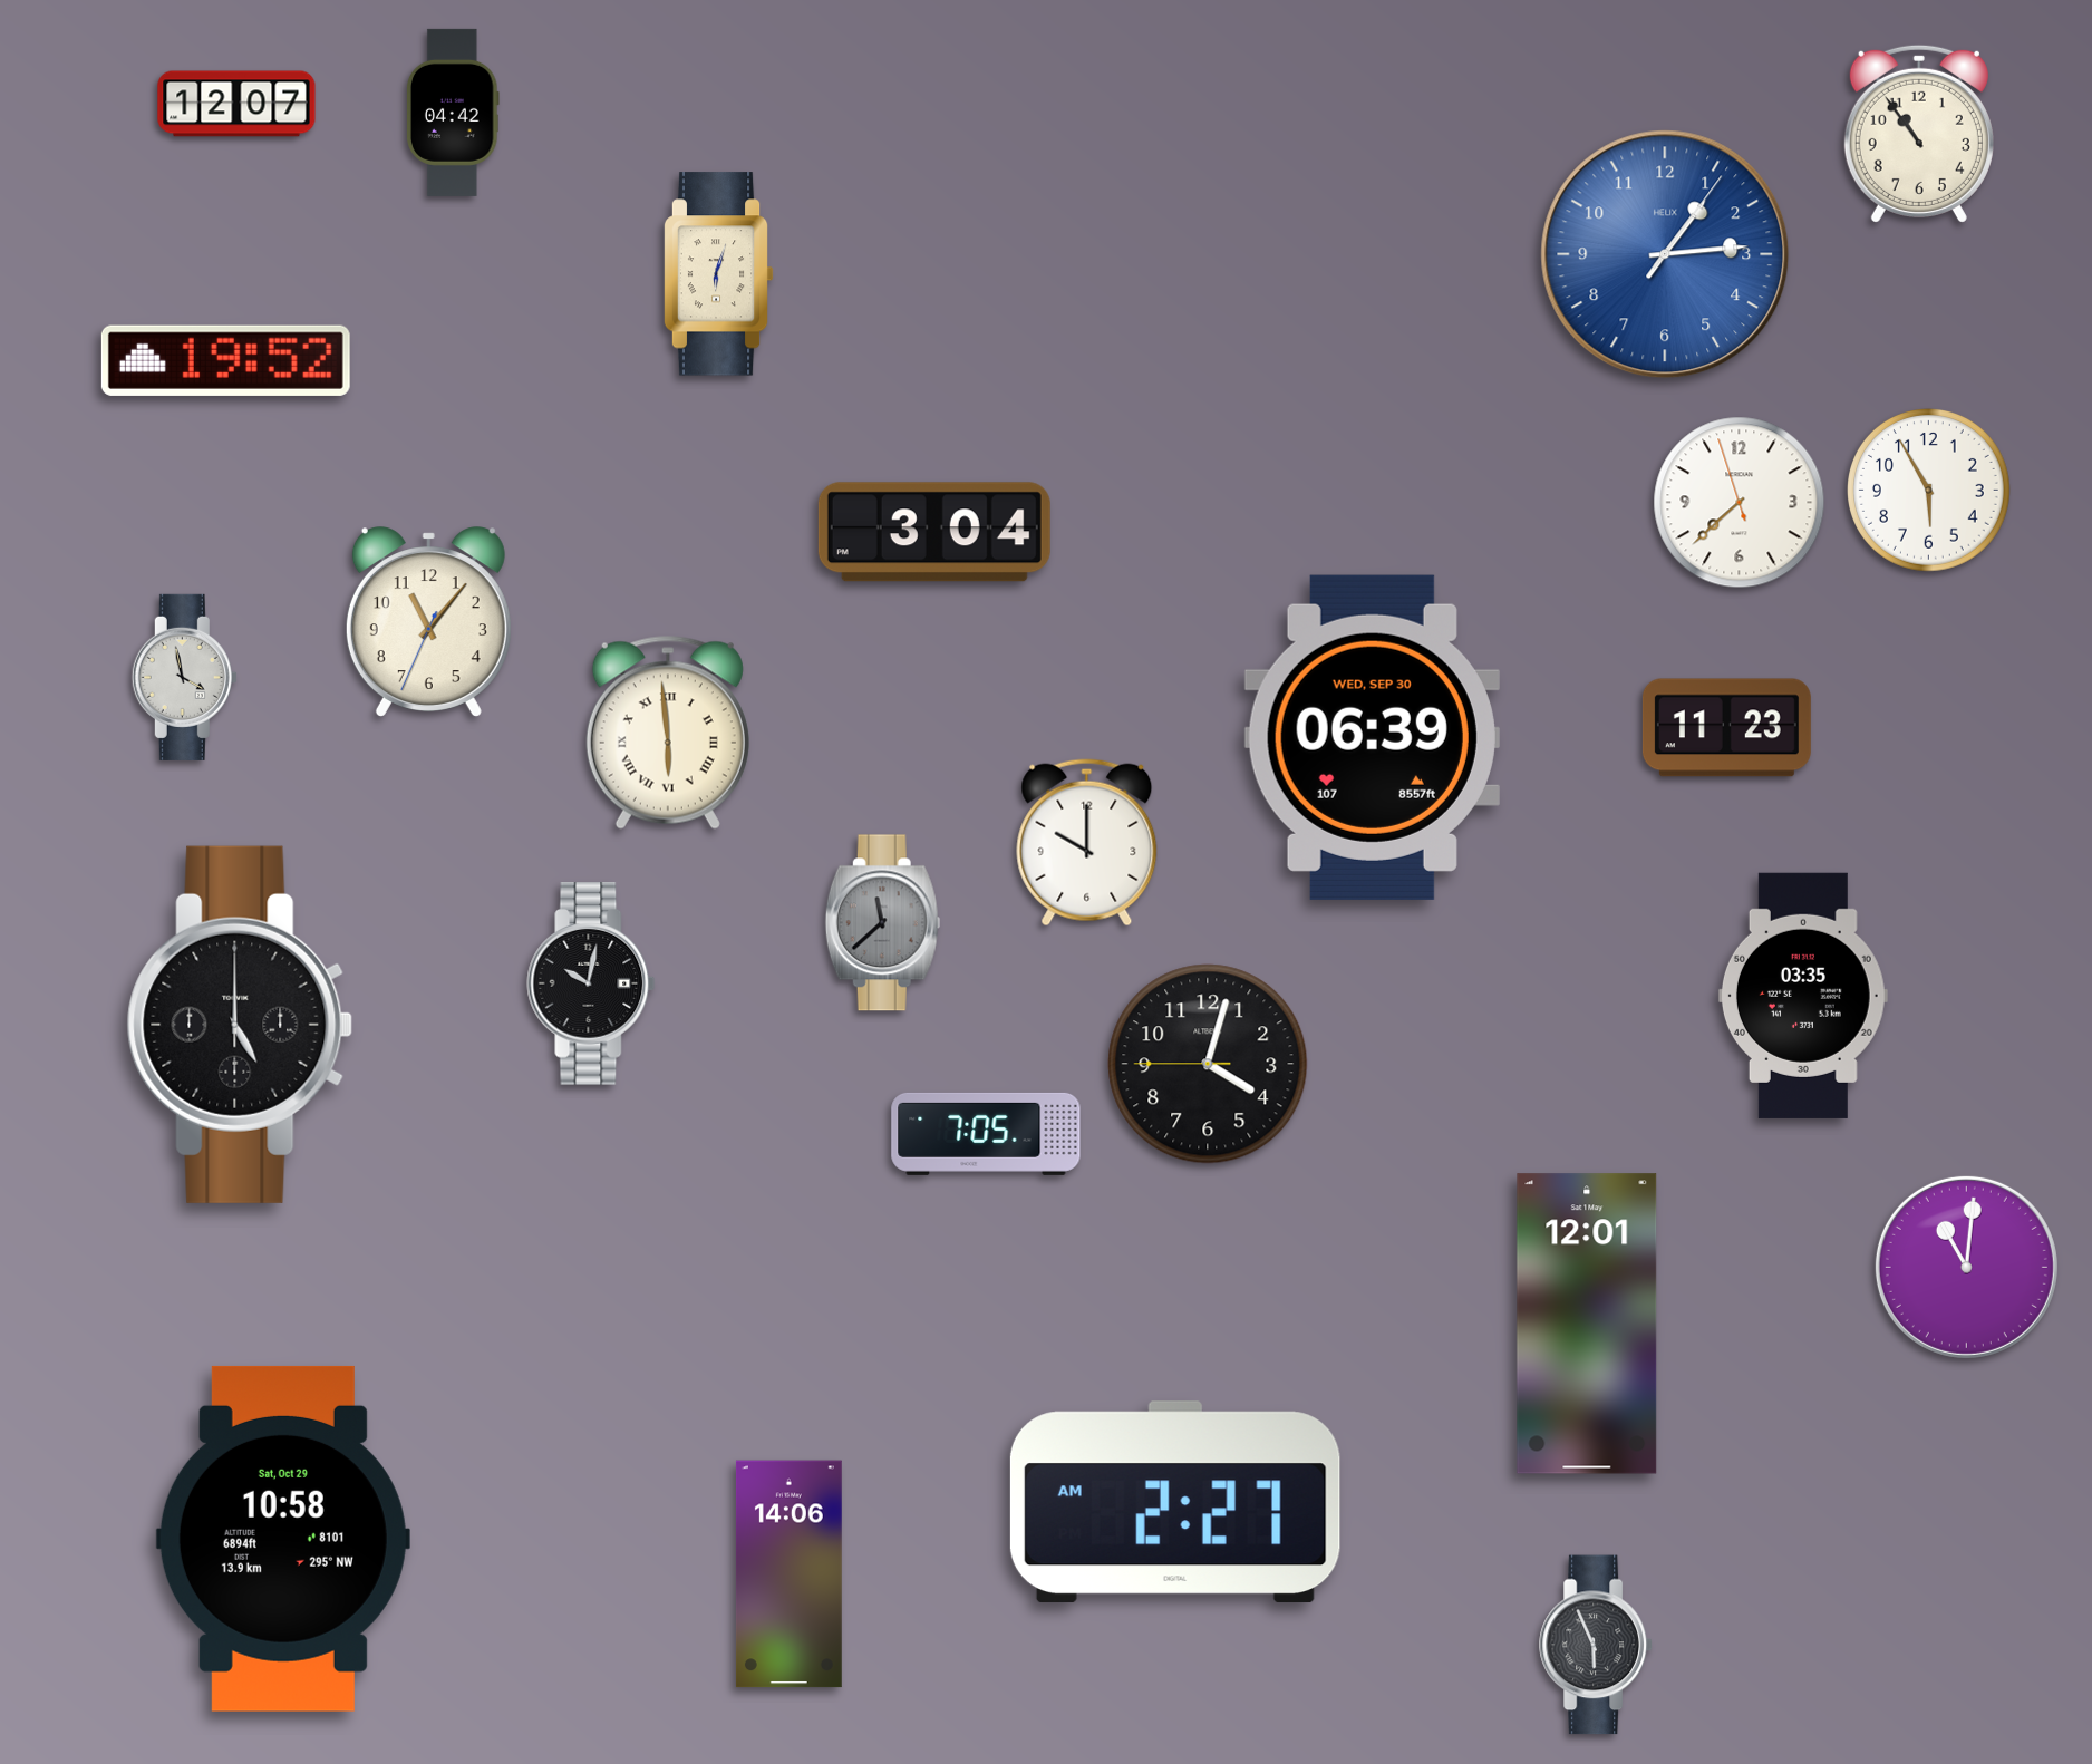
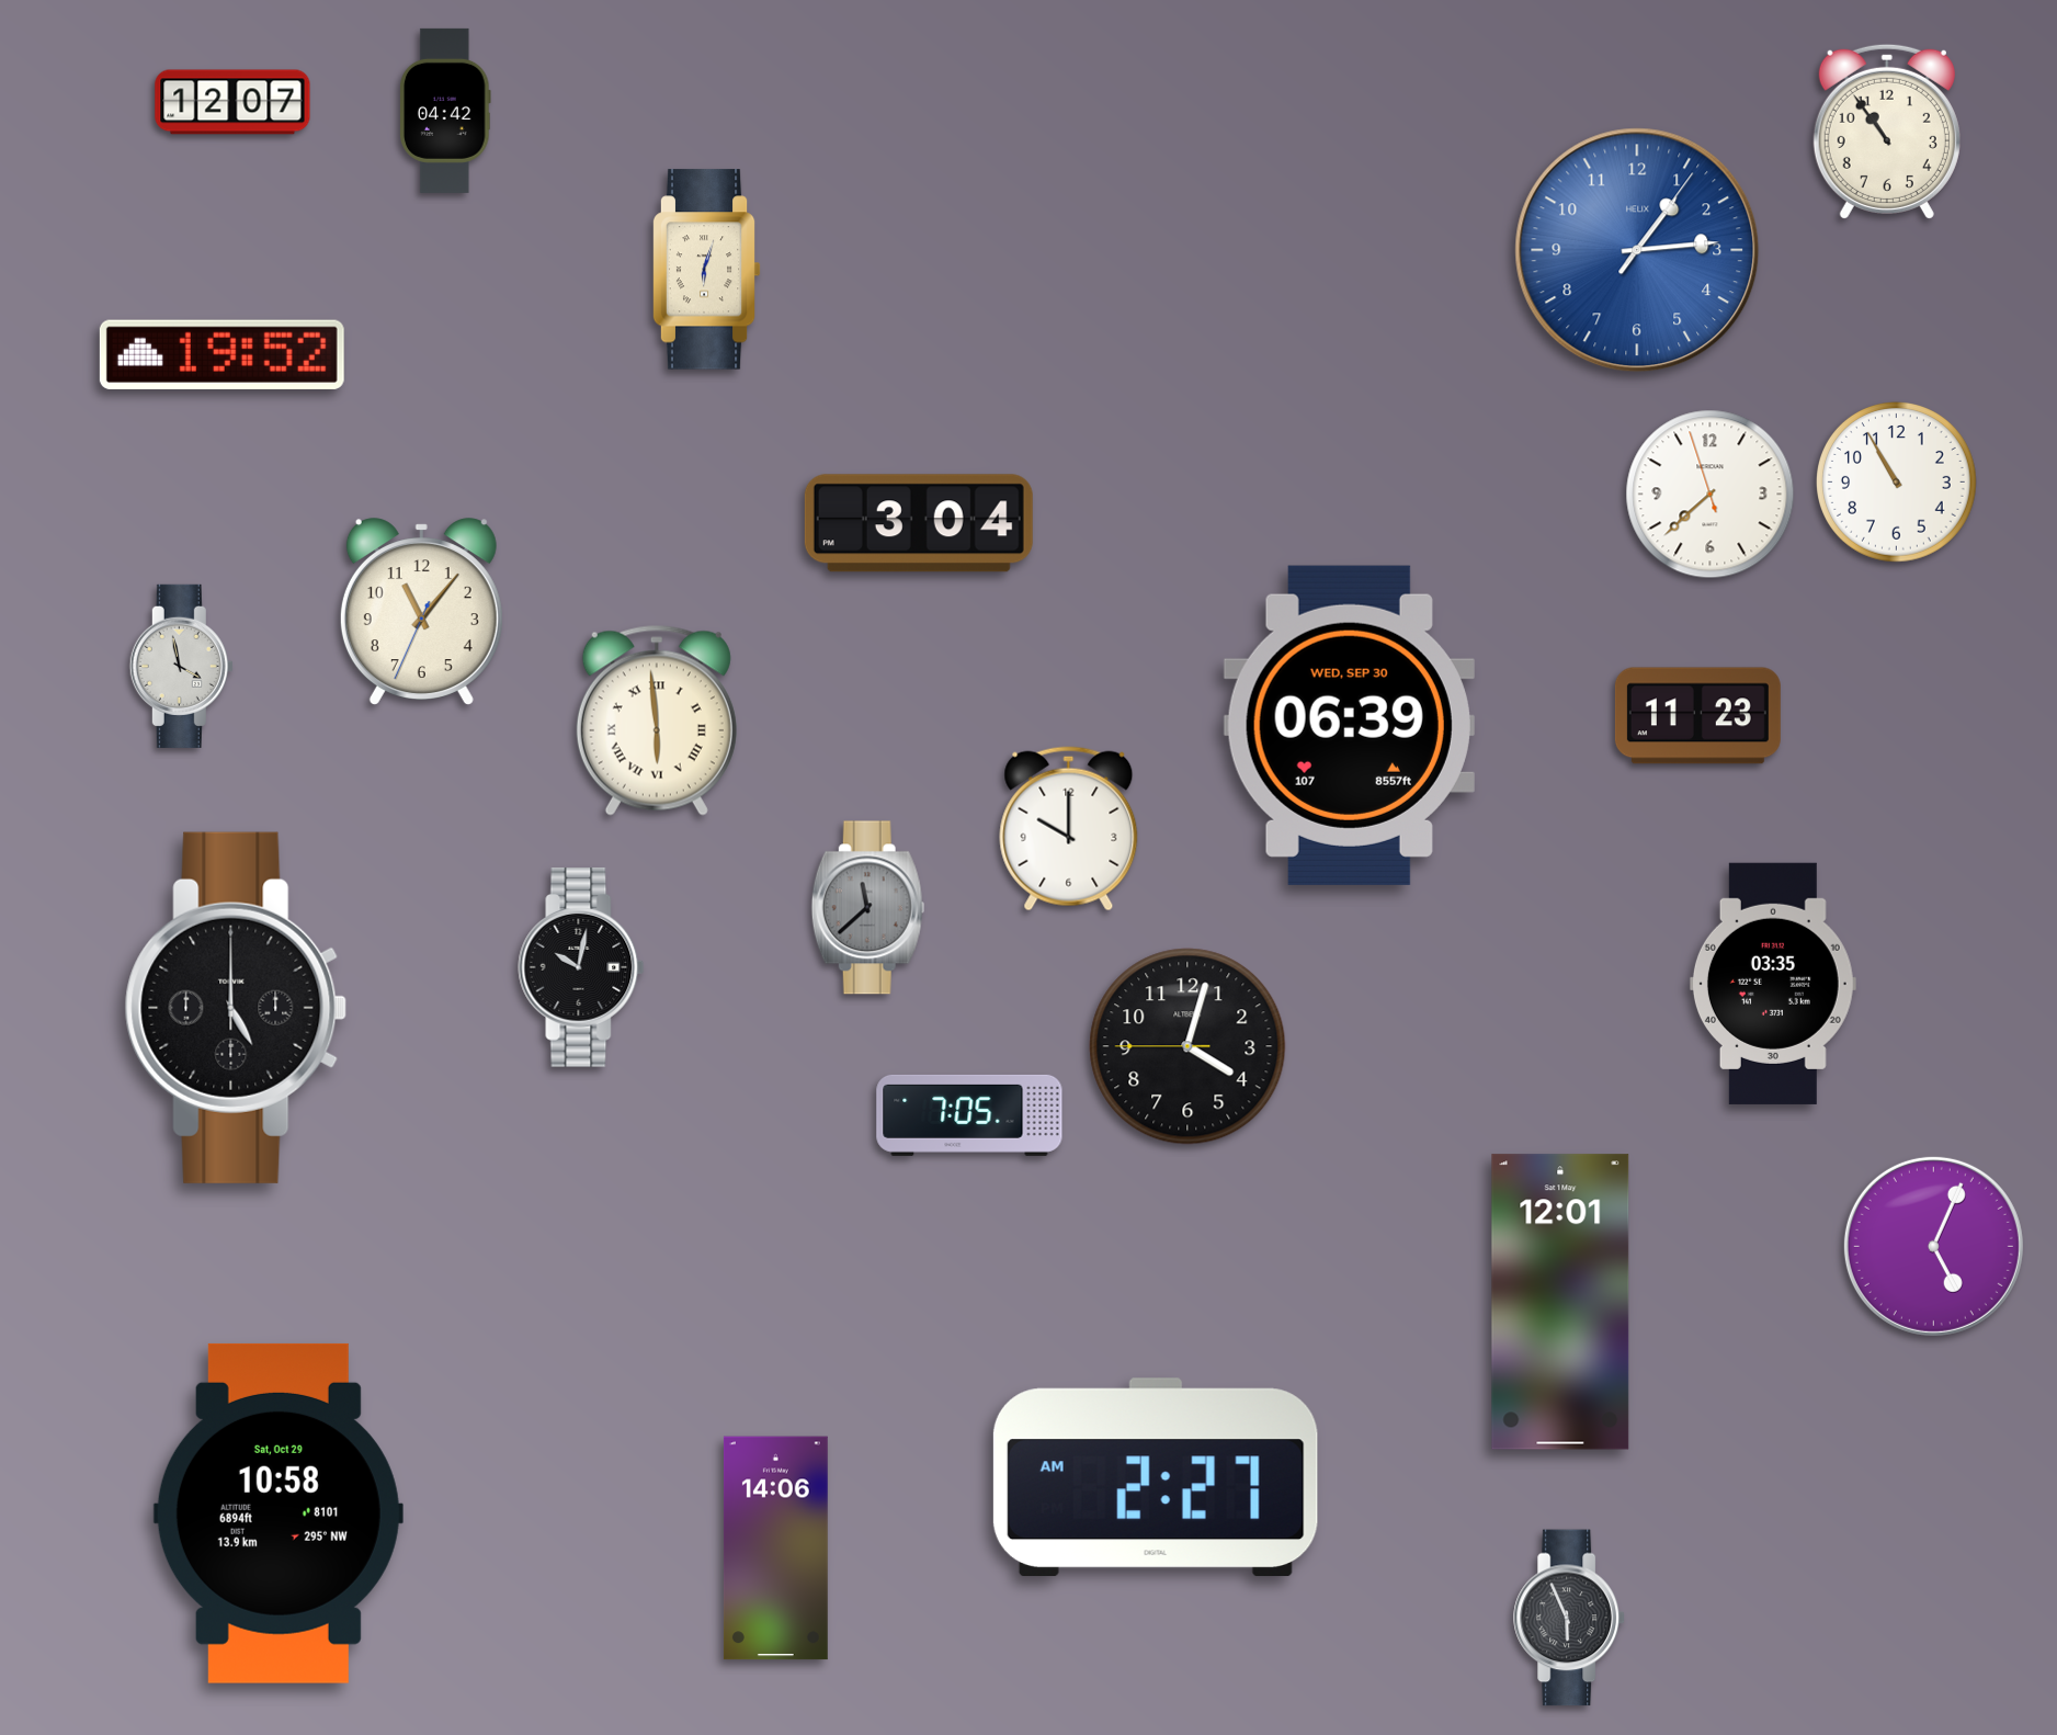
clock at (1929, 491): 5:55 -> 10:55
clock at (1803, 996) position: (1803, 996) -> (1773, 984)
clock at (1966, 1267): 11:01 -> 5:04
